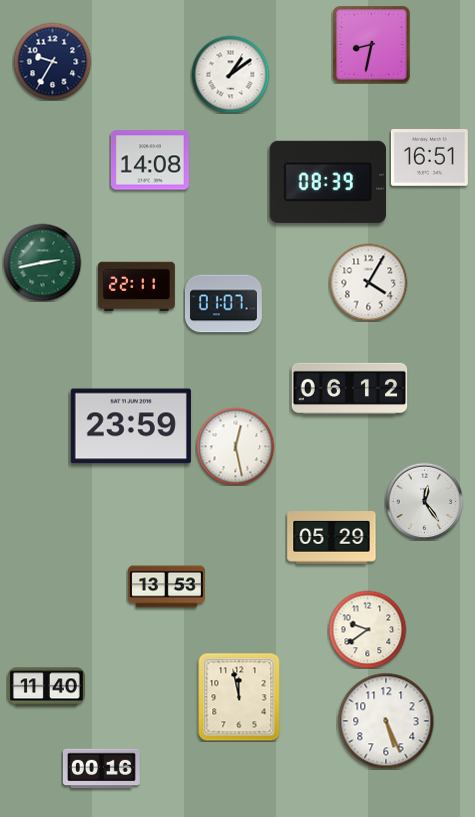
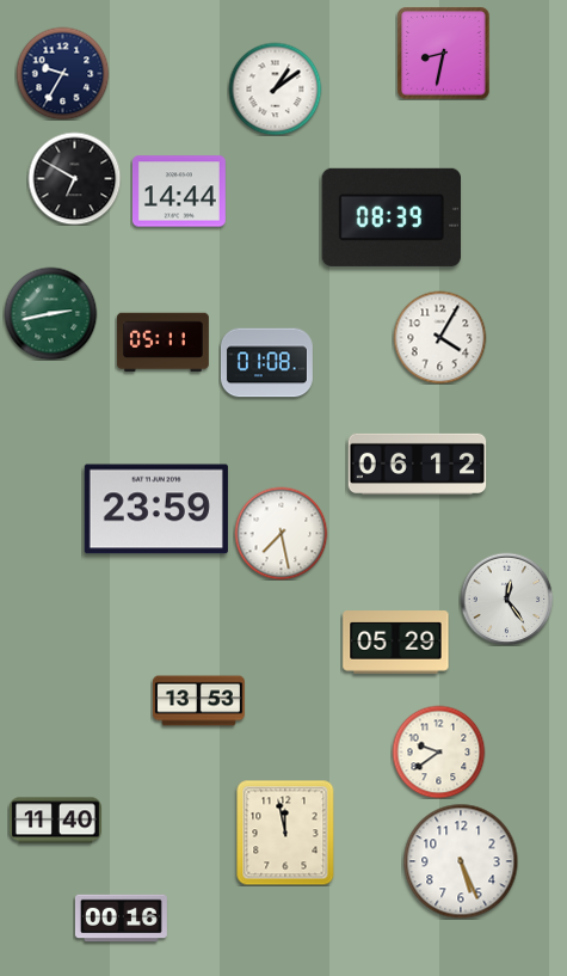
clock at (74, 178): none -> 6:50
clock at (429, 158): 16:51 -> none
clock at (150, 160): 14:08 -> 14:44
clock at (136, 287): 22:11 -> 05:11
clock at (223, 304): 01:07 -> 01:08
clock at (235, 446): 12:28 -> 7:28
